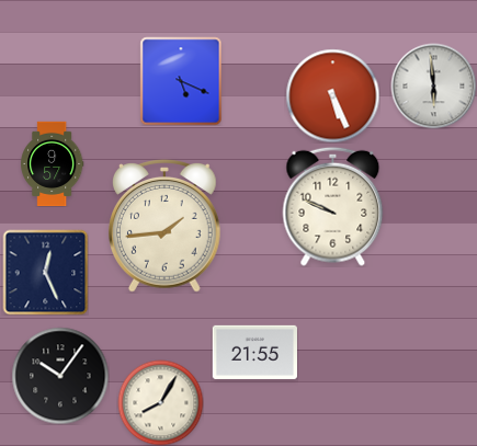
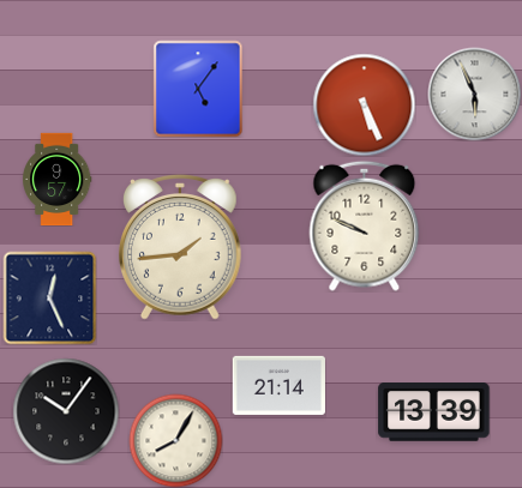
clock at (181, 81): 5:19 -> 5:06
clock at (433, 85): 5:59 -> 5:56
clock at (254, 352): 21:55 -> 21:14
clock at (434, 412): none -> 13:39
